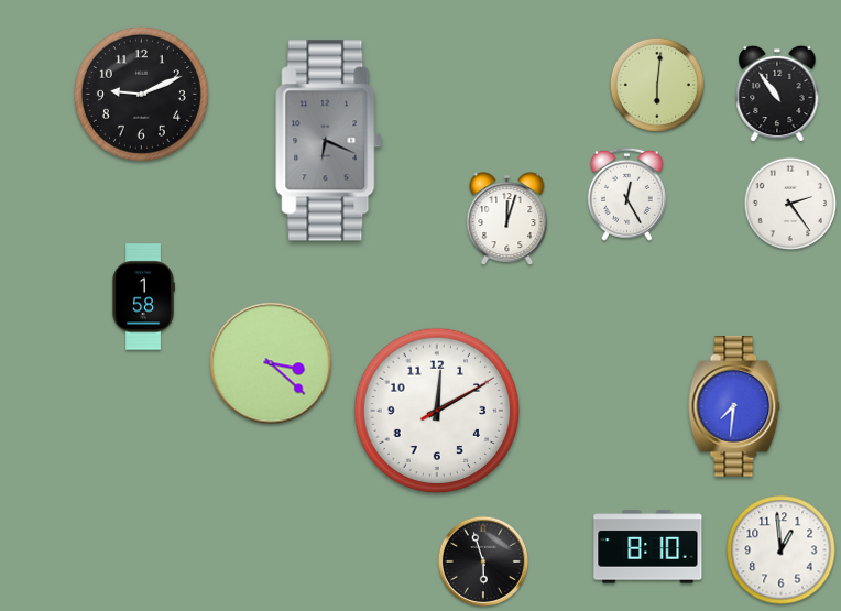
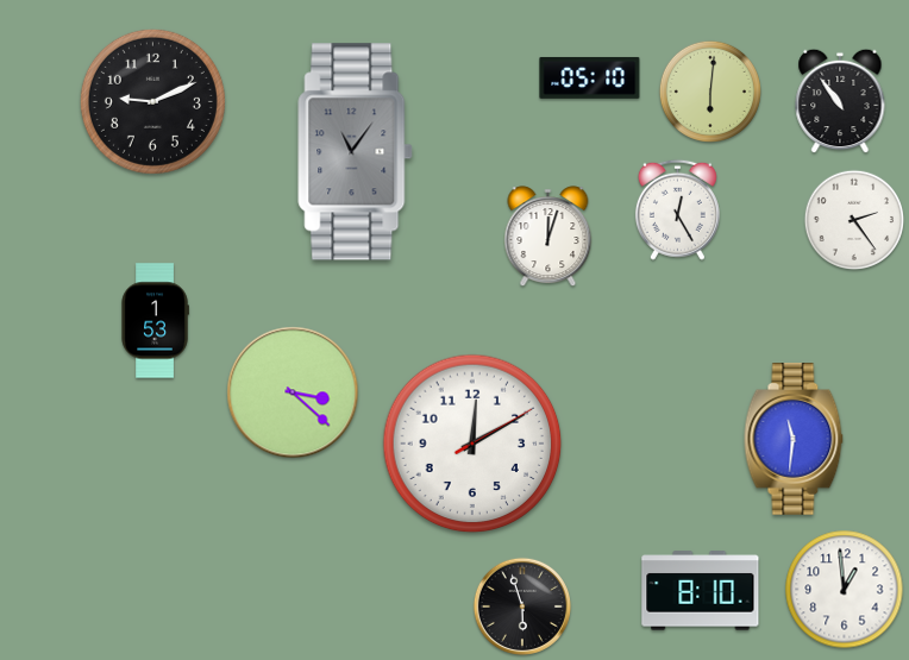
clock at (590, 77): none -> 05:10
clock at (329, 141): 6:19 -> 11:06
clock at (143, 297): 1:58 -> 1:53
clock at (734, 407): 7:31 -> 11:31
clock at (782, 550) position: (782, 550) -> (845, 590)
